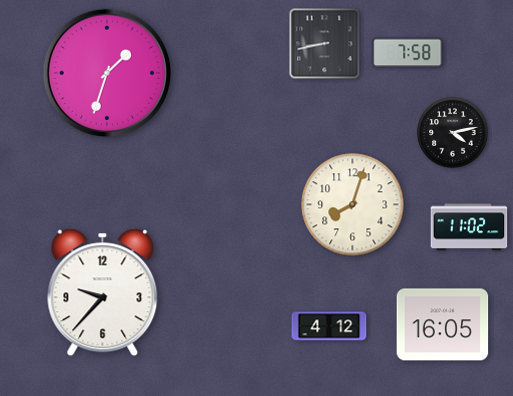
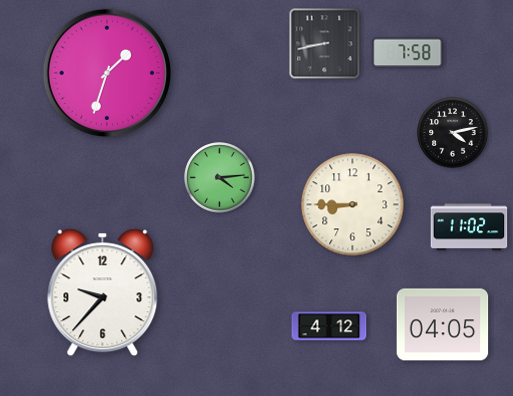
clock at (220, 178): none -> 4:14
clock at (353, 205): 8:03 -> 8:45
clock at (443, 325): 16:05 -> 04:05
